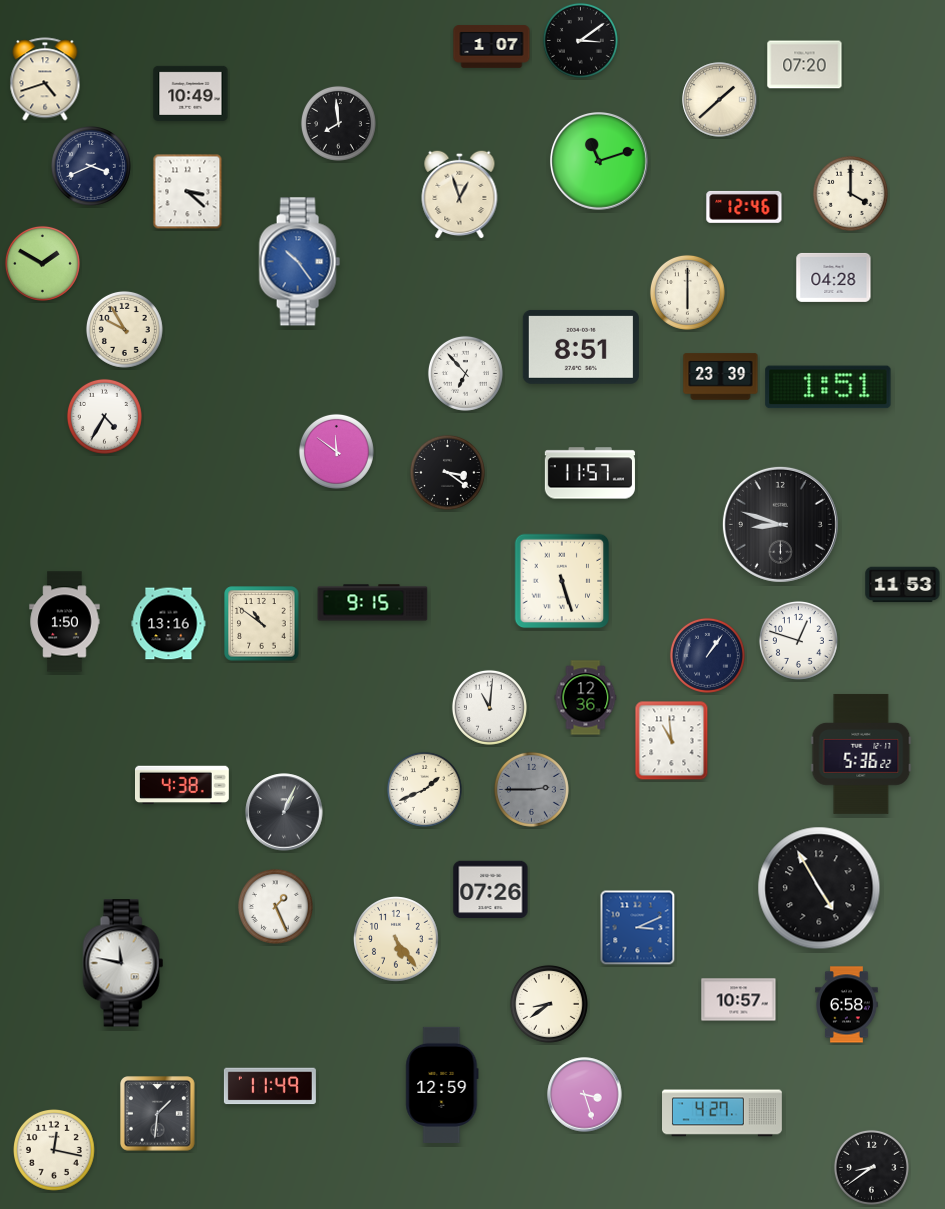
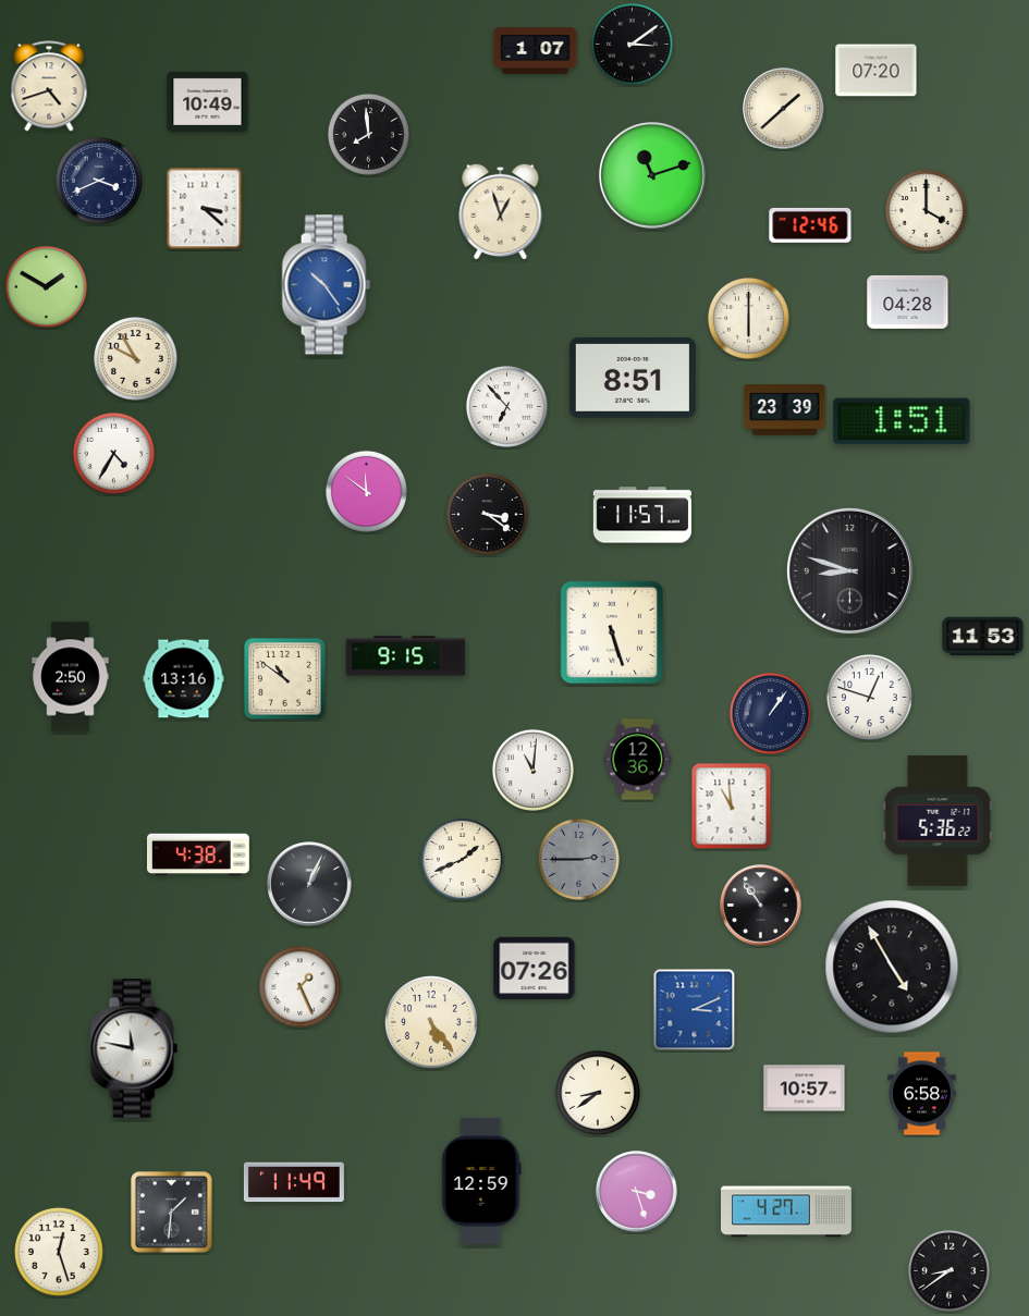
clock at (65, 622): 1:50 -> 2:50
clock at (761, 906): none -> 10:54
clock at (55, 1151): 12:17 -> 12:27
